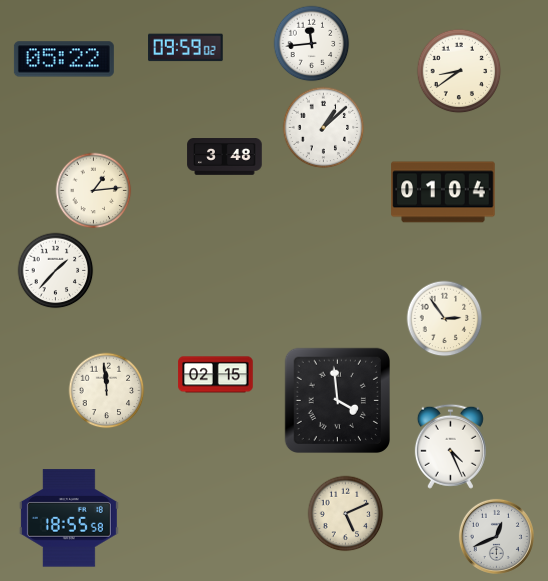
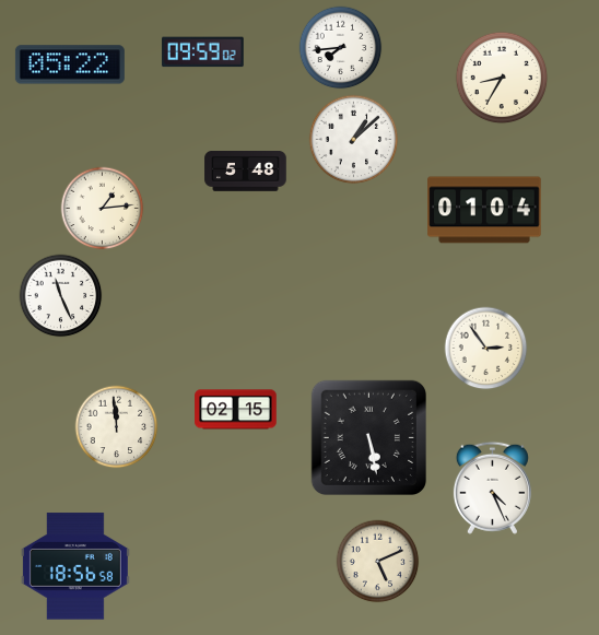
clock at (312, 44): 11:44 -> 7:44
clock at (459, 71): 8:39 -> 8:35
clock at (225, 157): 3:48 -> 5:48
clock at (56, 271): 1:37 -> 11:26
clock at (337, 400): 3:59 -> 5:28
clock at (69, 518): 18:55 -> 18:56
clock at (496, 536): 12:41 -> none
